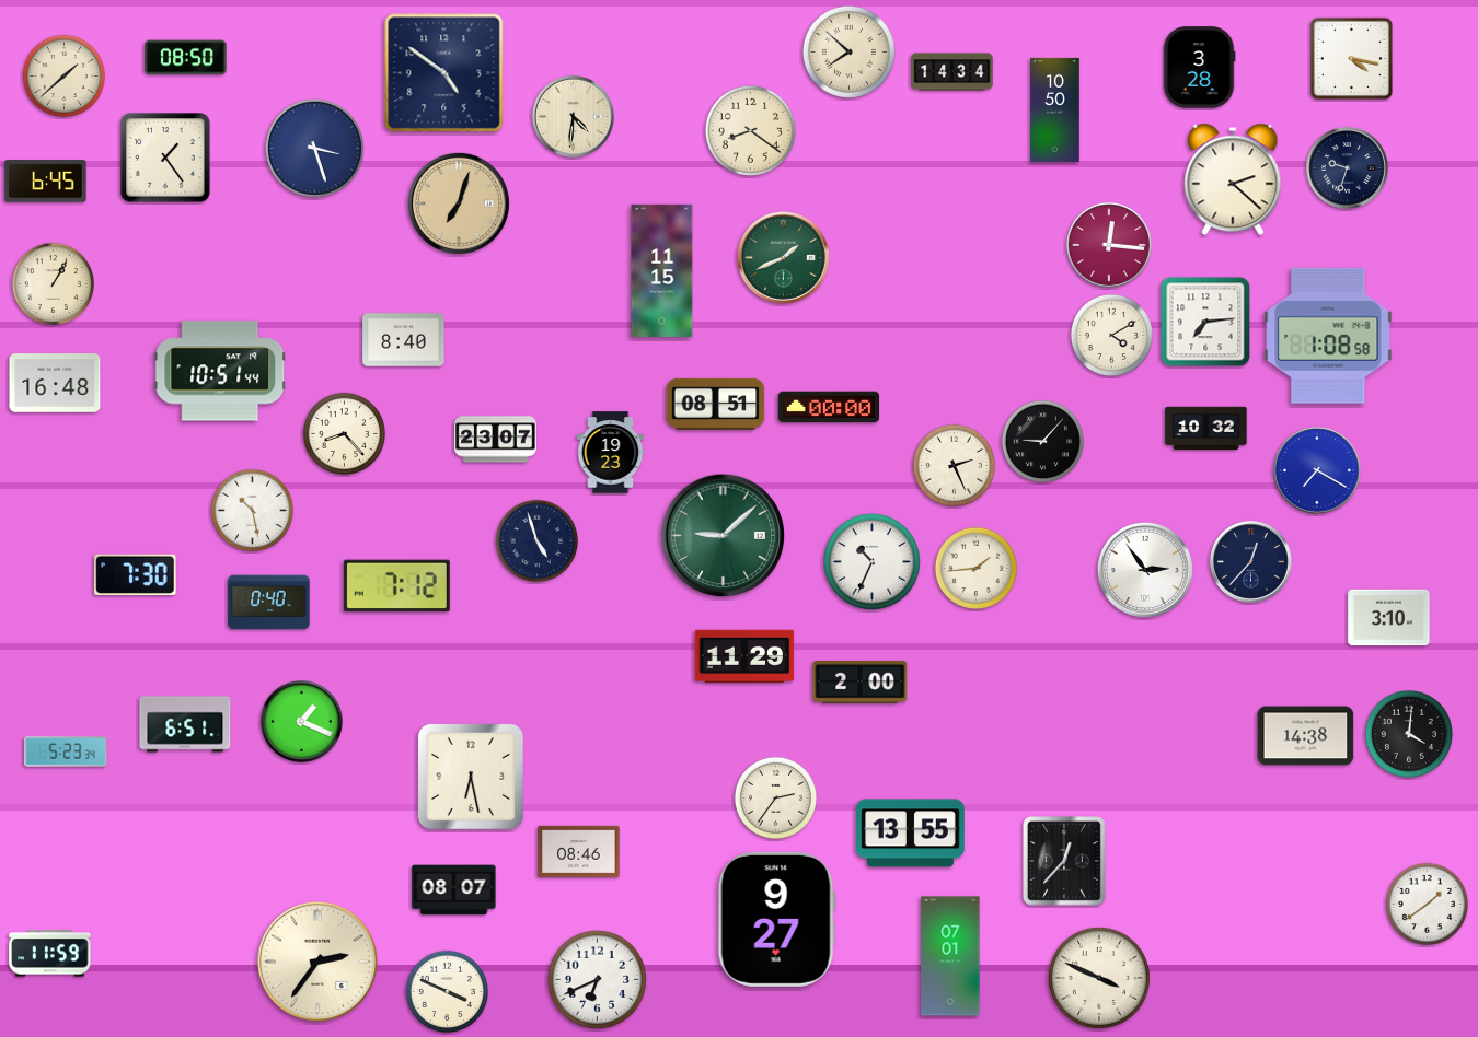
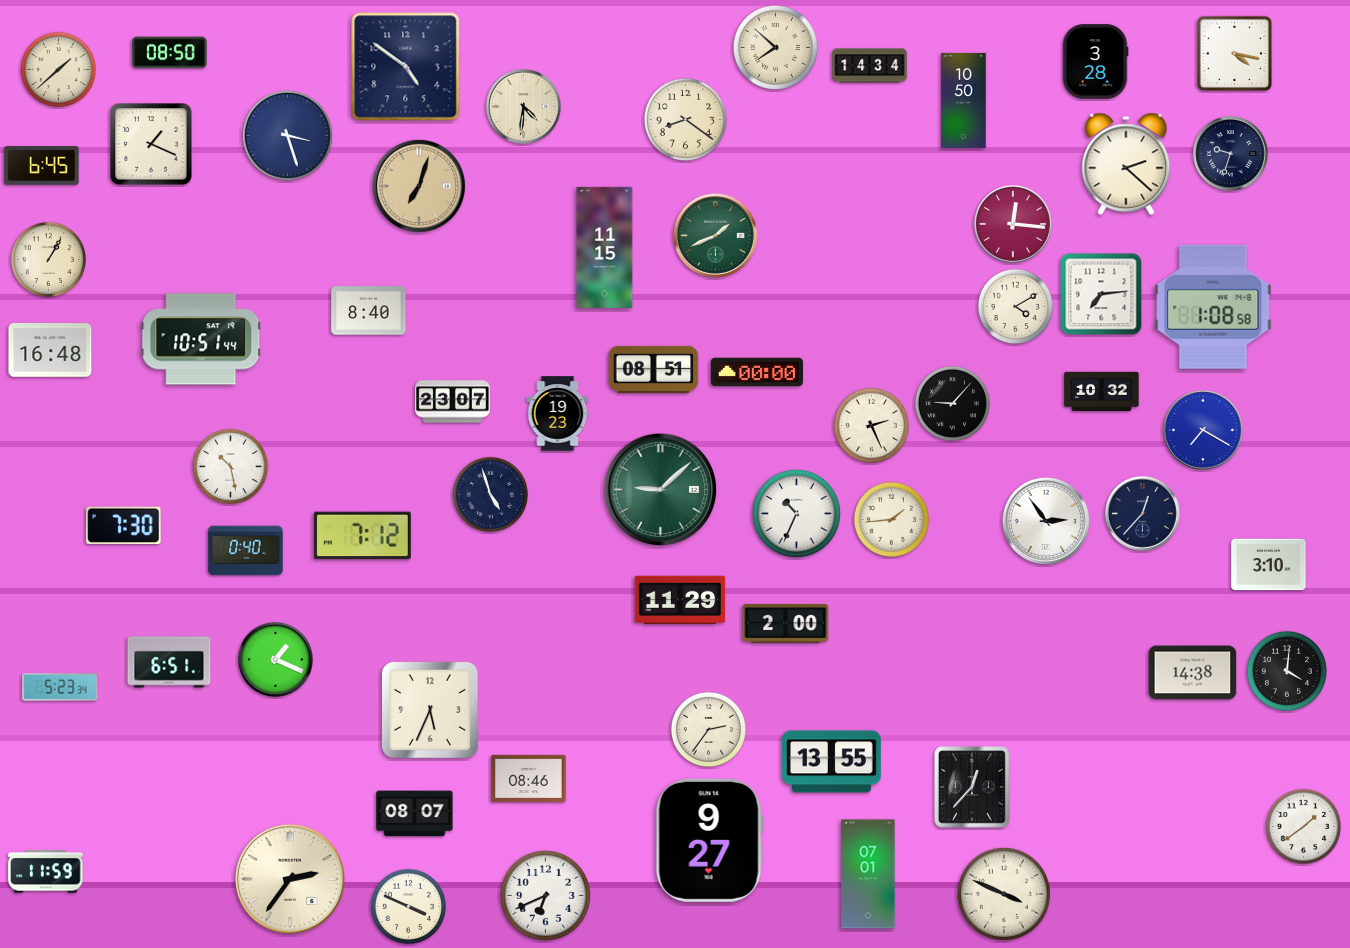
clock at (165, 158): 1:24 -> 1:19
clock at (344, 433): 8:23 -> none
clock at (471, 777): 6:28 -> 5:34
